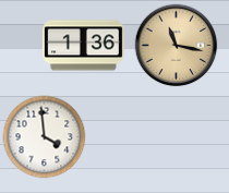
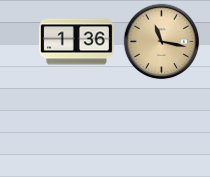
clock at (45, 137): 3:59 -> none
